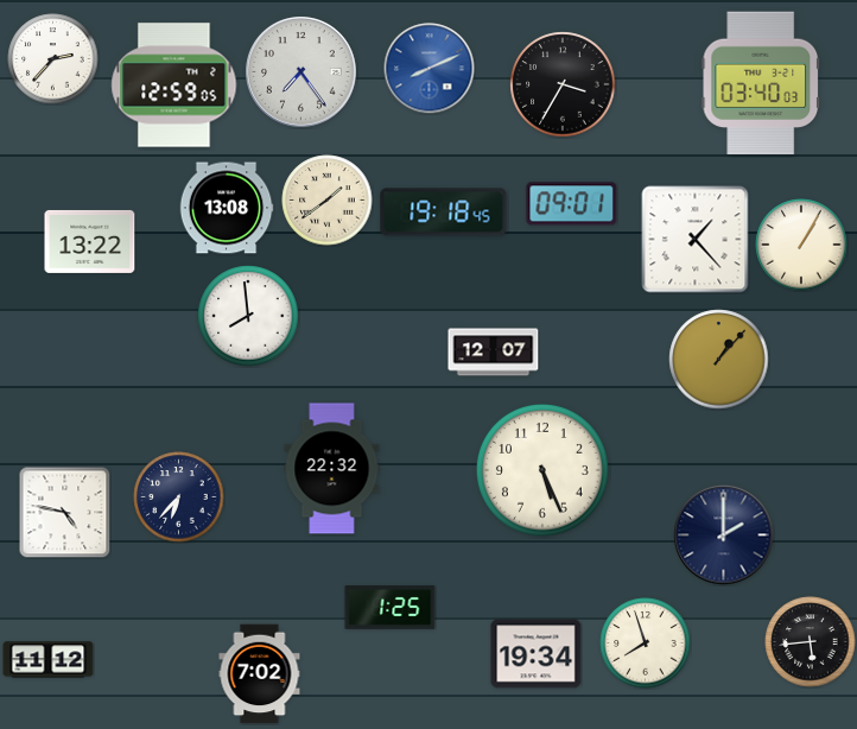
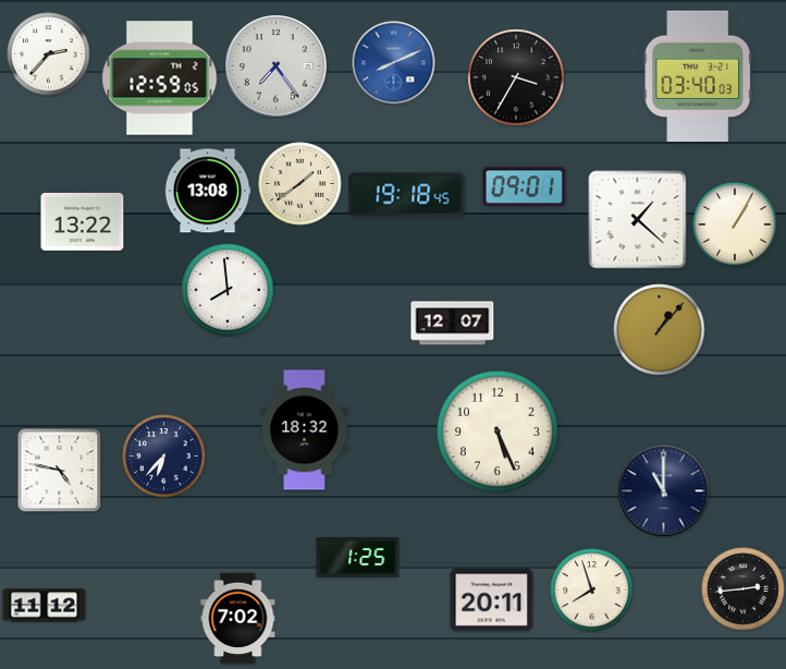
clock at (696, 240): 1:23 -> 1:22
clock at (332, 469): 22:32 -> 18:32
clock at (724, 535): 2:00 -> 11:00
clock at (811, 642): 5:44 -> 2:44
clock at (537, 654): 19:34 -> 20:11
